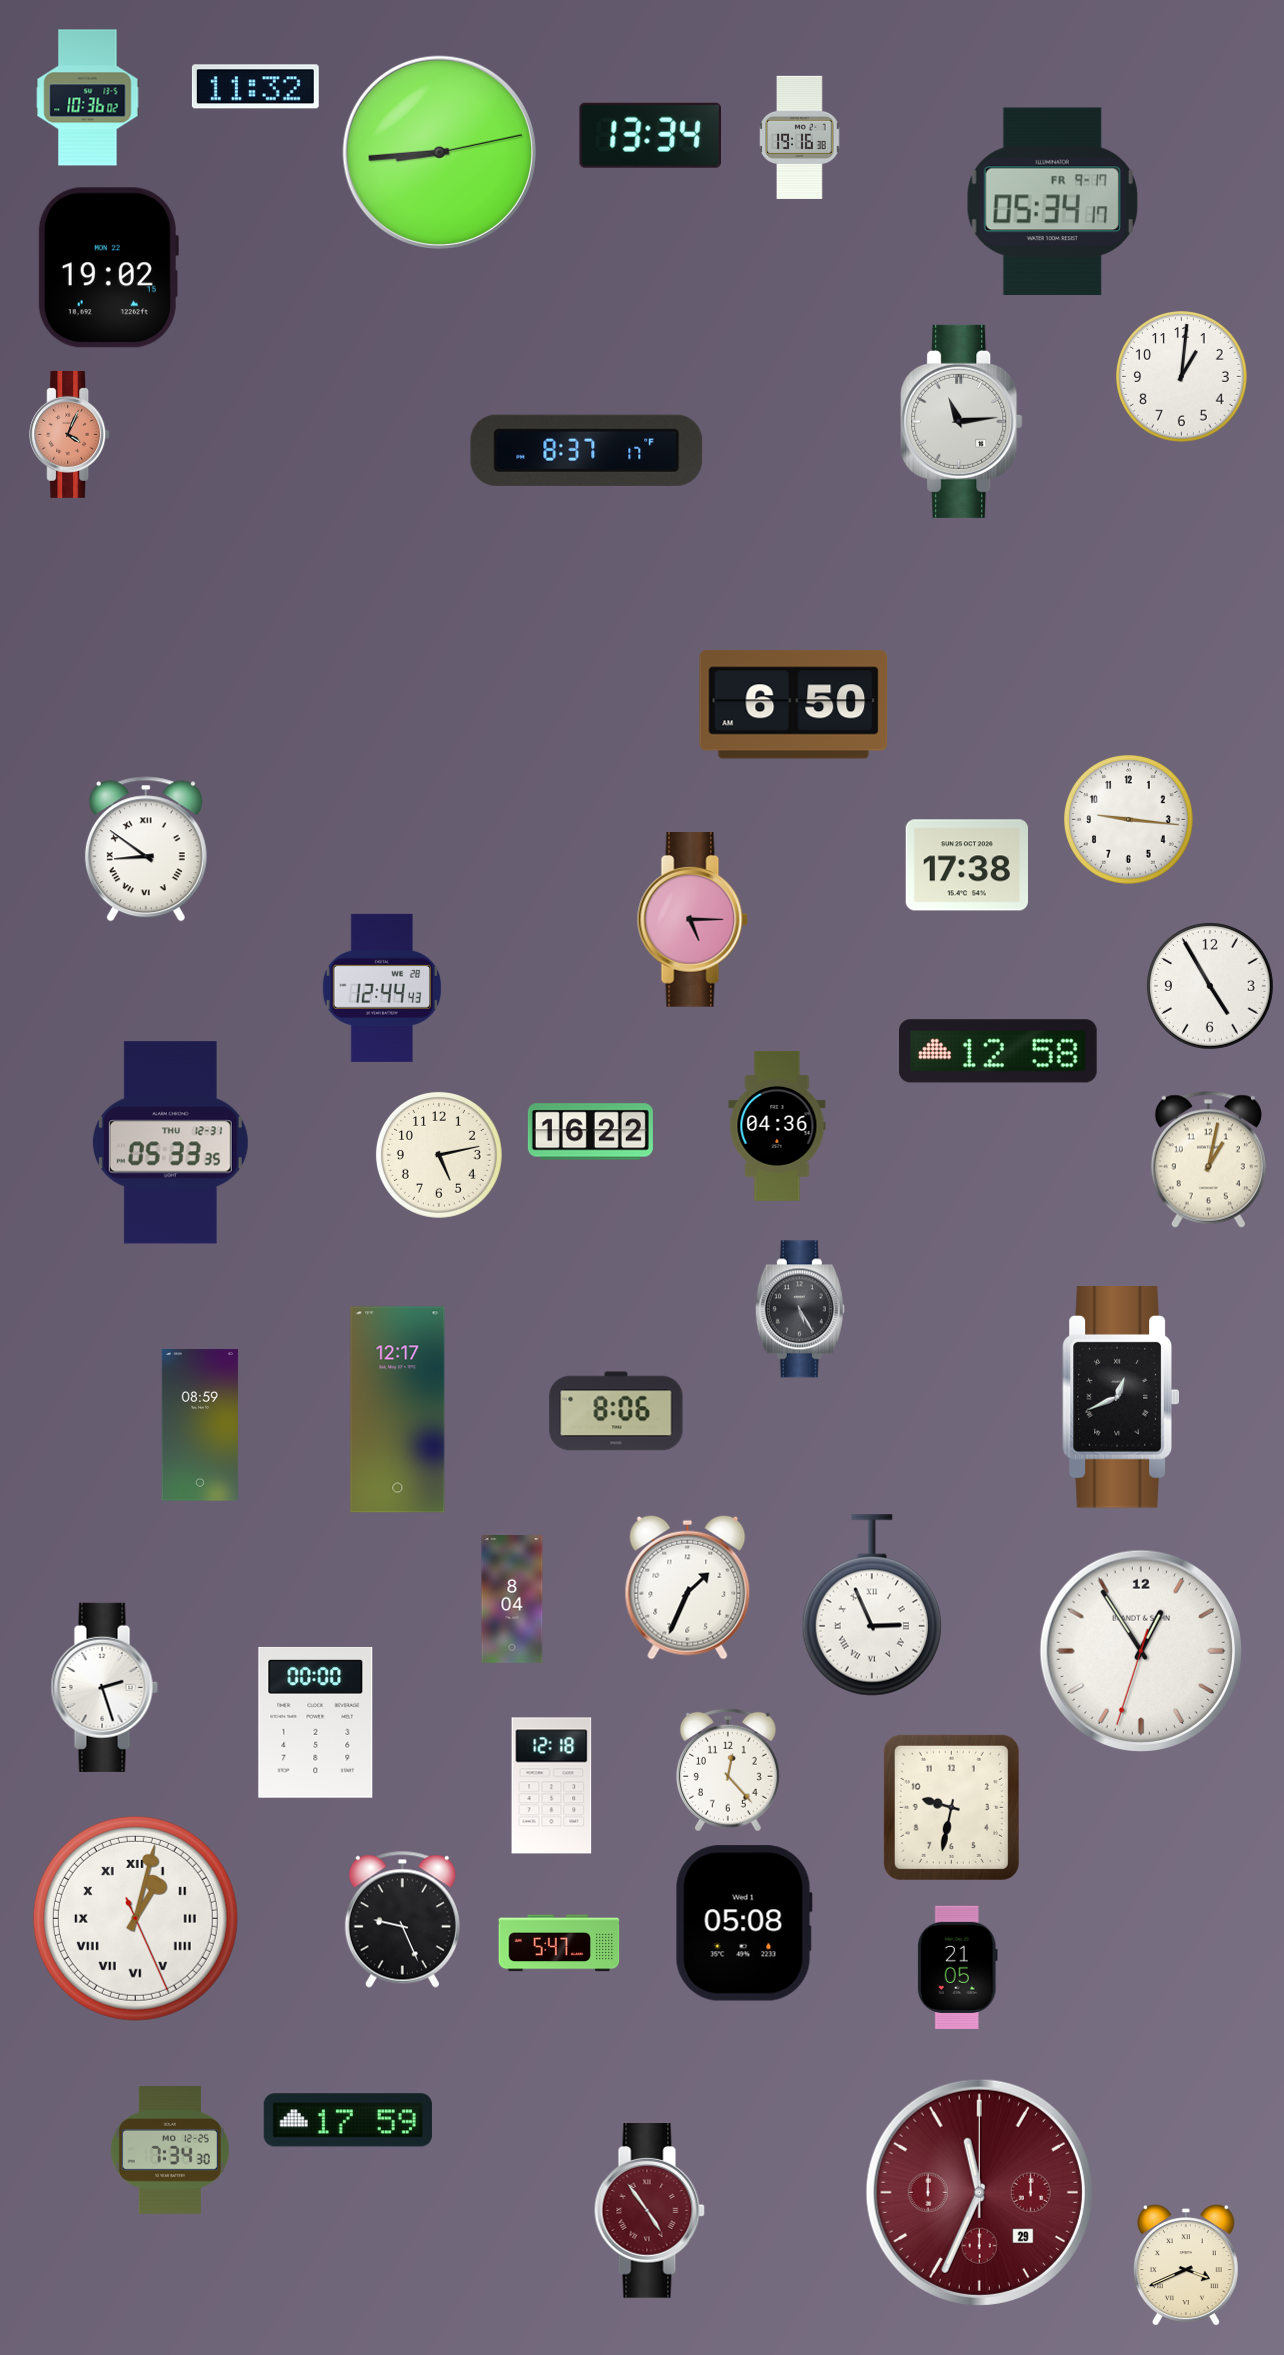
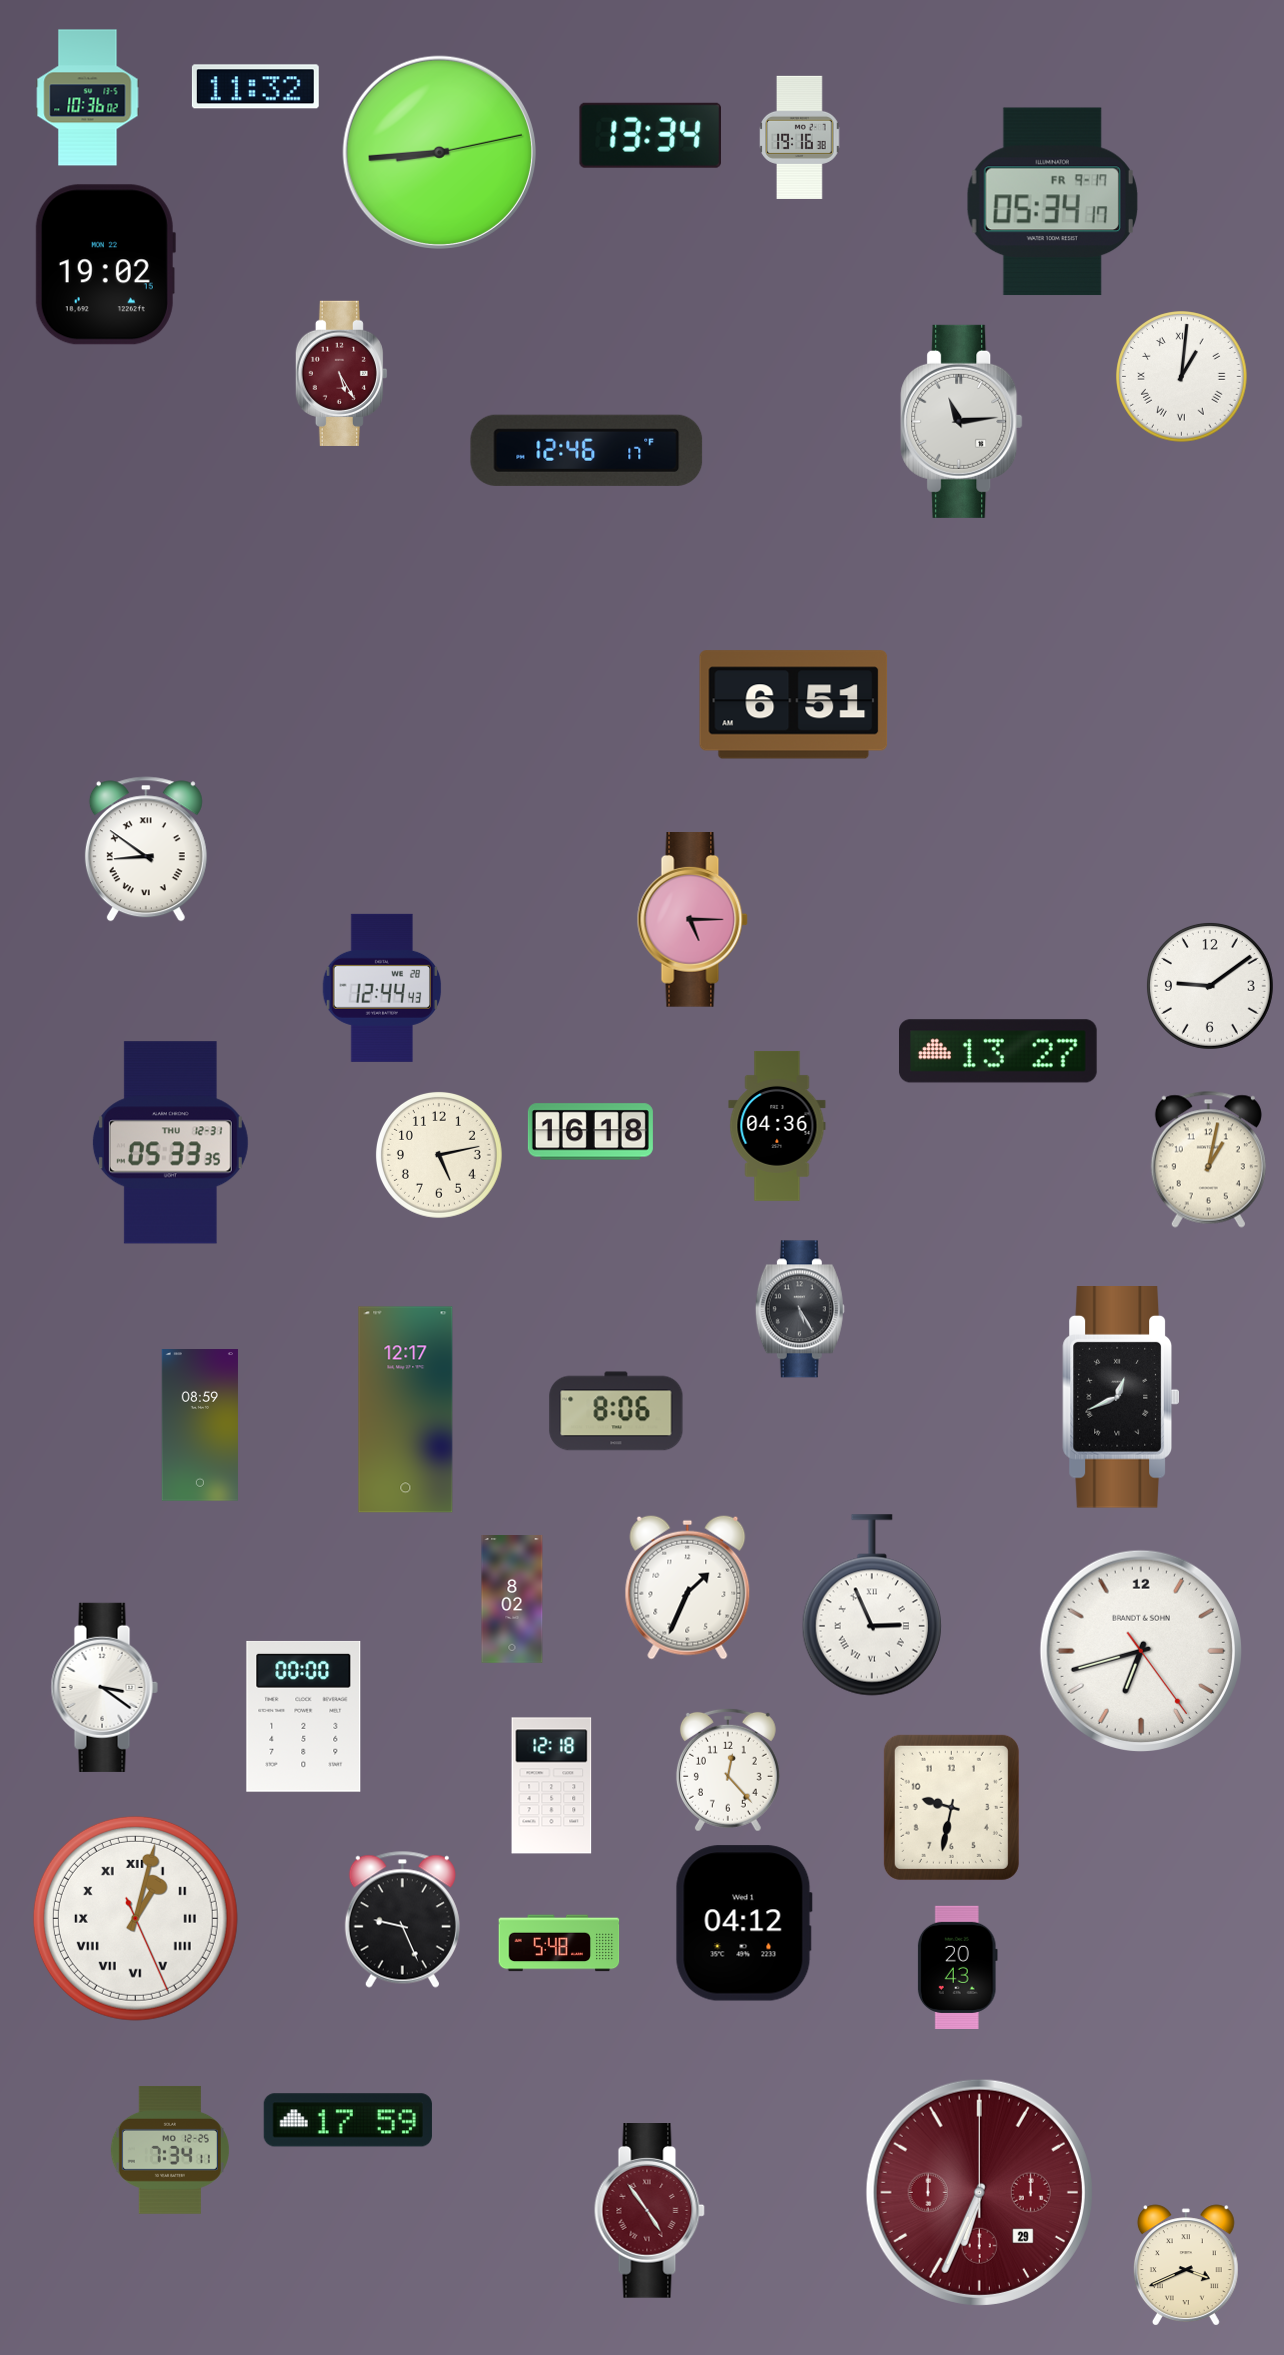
clock at (108, 268) position: (108, 268) -> (105, 265)
clock at (341, 373): none -> 5:25
clock at (1182, 377) numerals: Arabic -> Roman
clock at (70, 434): 4:04 -> none
clock at (587, 450): 8:37 -> 12:46
clock at (794, 705): 6:50 -> 6:51
clock at (1129, 820): 9:16 -> none
clock at (966, 865): 17:38 -> none
clock at (1210, 986): 4:55 -> 9:09
clock at (999, 1051): 12:58 -> 13:27
clock at (590, 1132): 16:22 -> 16:18
clock at (398, 1410) position: (398, 1410) -> (406, 1410)
clock at (512, 1600): 8:04 -> 8:02
clock at (1141, 1651): 12:54 -> 6:42
clock at (104, 1687): 2:27 -> 3:21
clock at (316, 1722) position: (316, 1722) -> (304, 1716)
clock at (744, 1923): 05:08 -> 04:12
clock at (559, 1943): 5:47 -> 5:48
clock at (957, 1967): 21:05 -> 20:43
clock at (170, 2150): 7:34:30 -> 7:34:11
clock at (979, 2192): 11:34 -> 6:34
